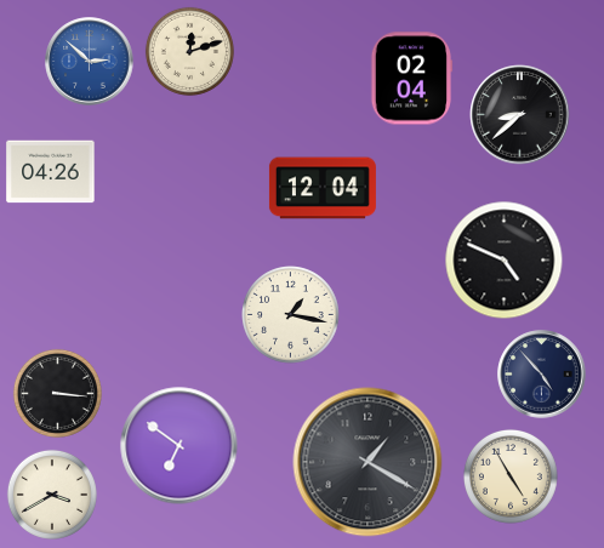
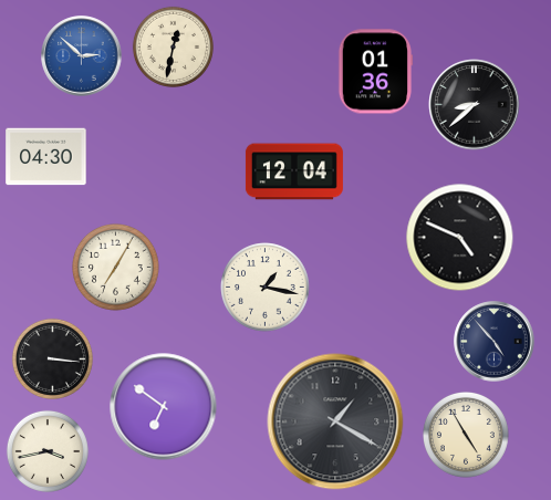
clock at (189, 51): 12:12 -> 12:32
clock at (411, 79): 02:04 -> 01:36
clock at (51, 172): 04:26 -> 04:30
clock at (116, 268): none -> 7:05
clock at (52, 495): 3:40 -> 3:43
